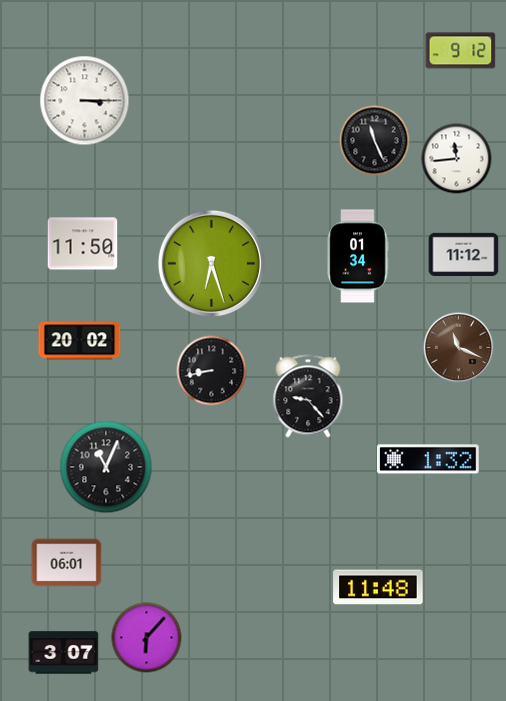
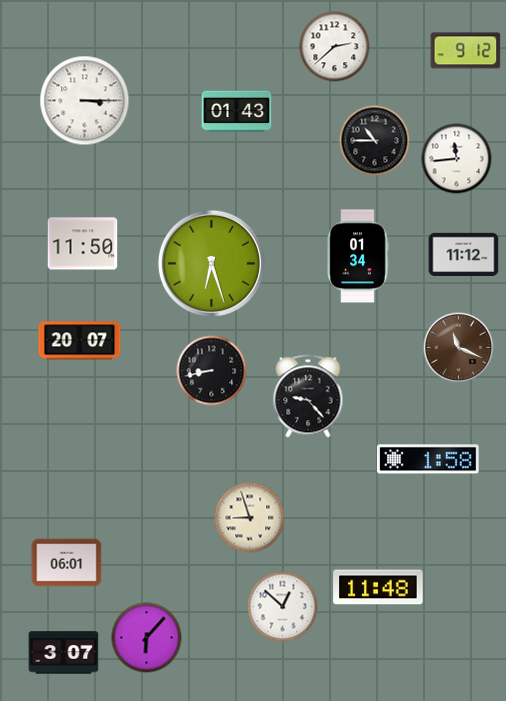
clock at (335, 47): none -> 2:38
clock at (461, 51) position: (461, 51) -> (466, 51)
clock at (237, 112): none -> 01:43
clock at (375, 141): 11:26 -> 10:45
clock at (80, 341): 20:02 -> 20:07
clock at (429, 459): 1:32 -> 1:58
clock at (106, 467): 11:04 -> none
clock at (250, 518): none -> 8:57
clock at (283, 607): none -> 12:52
